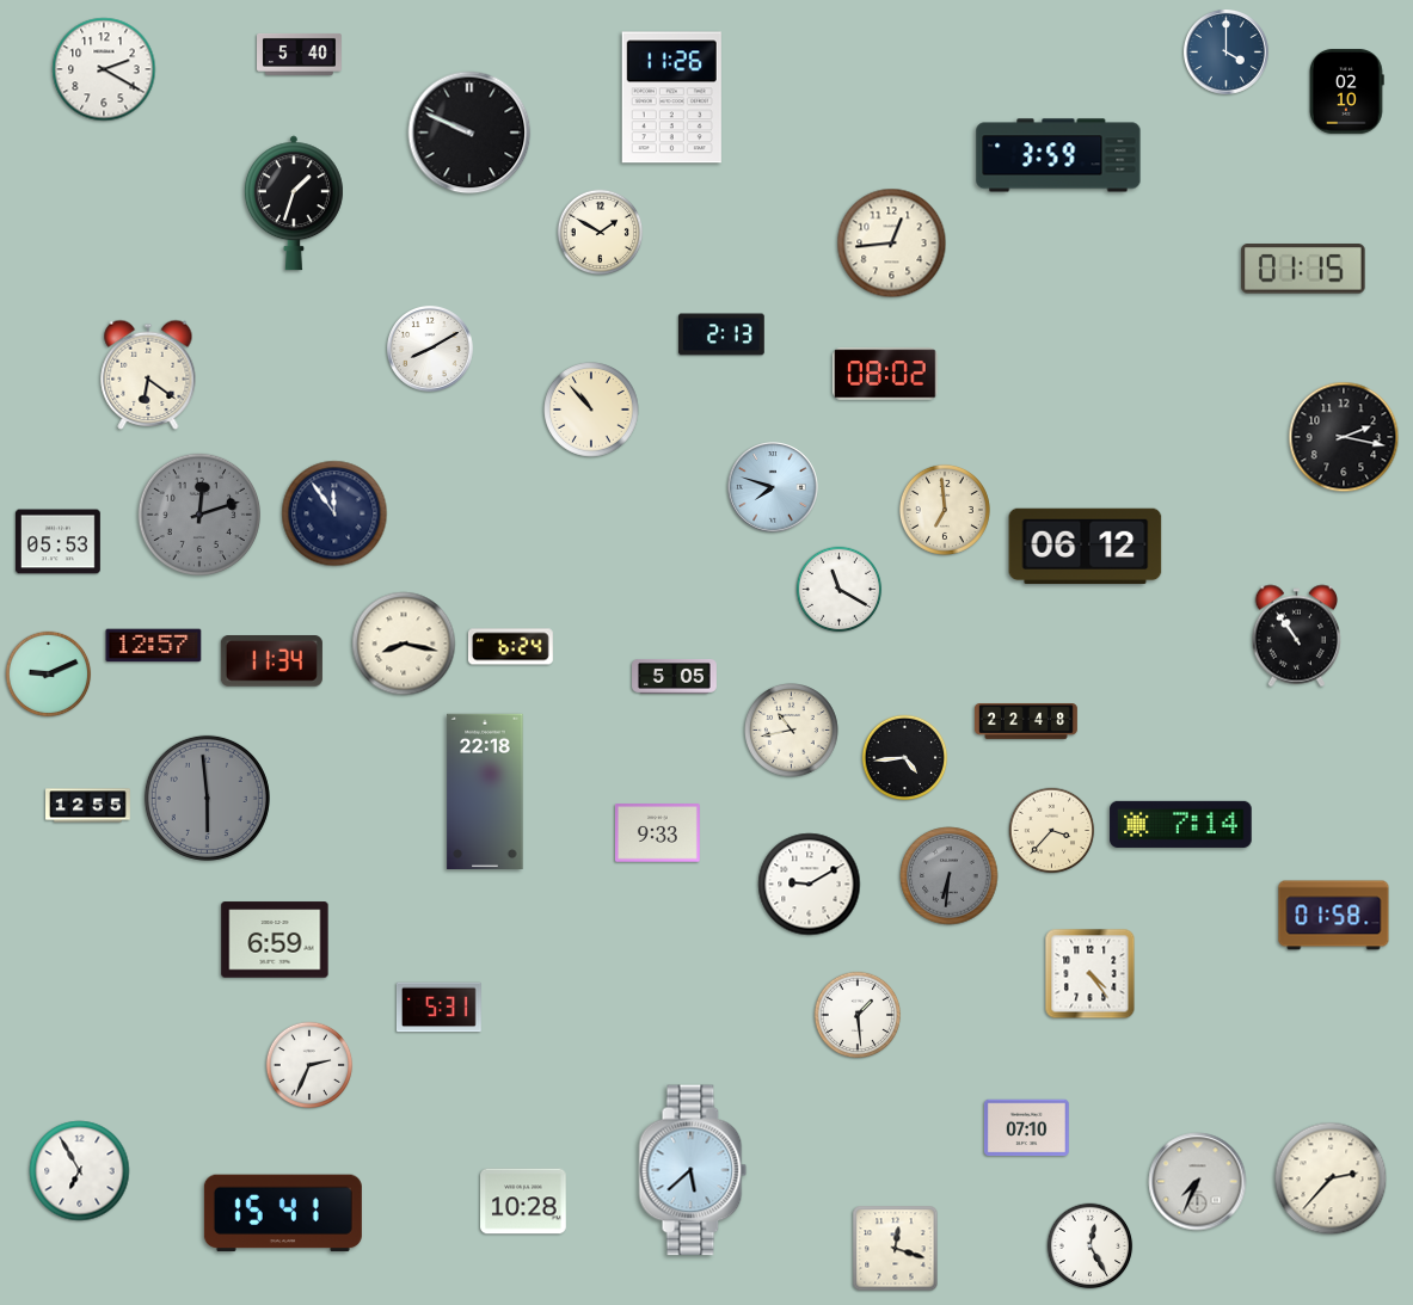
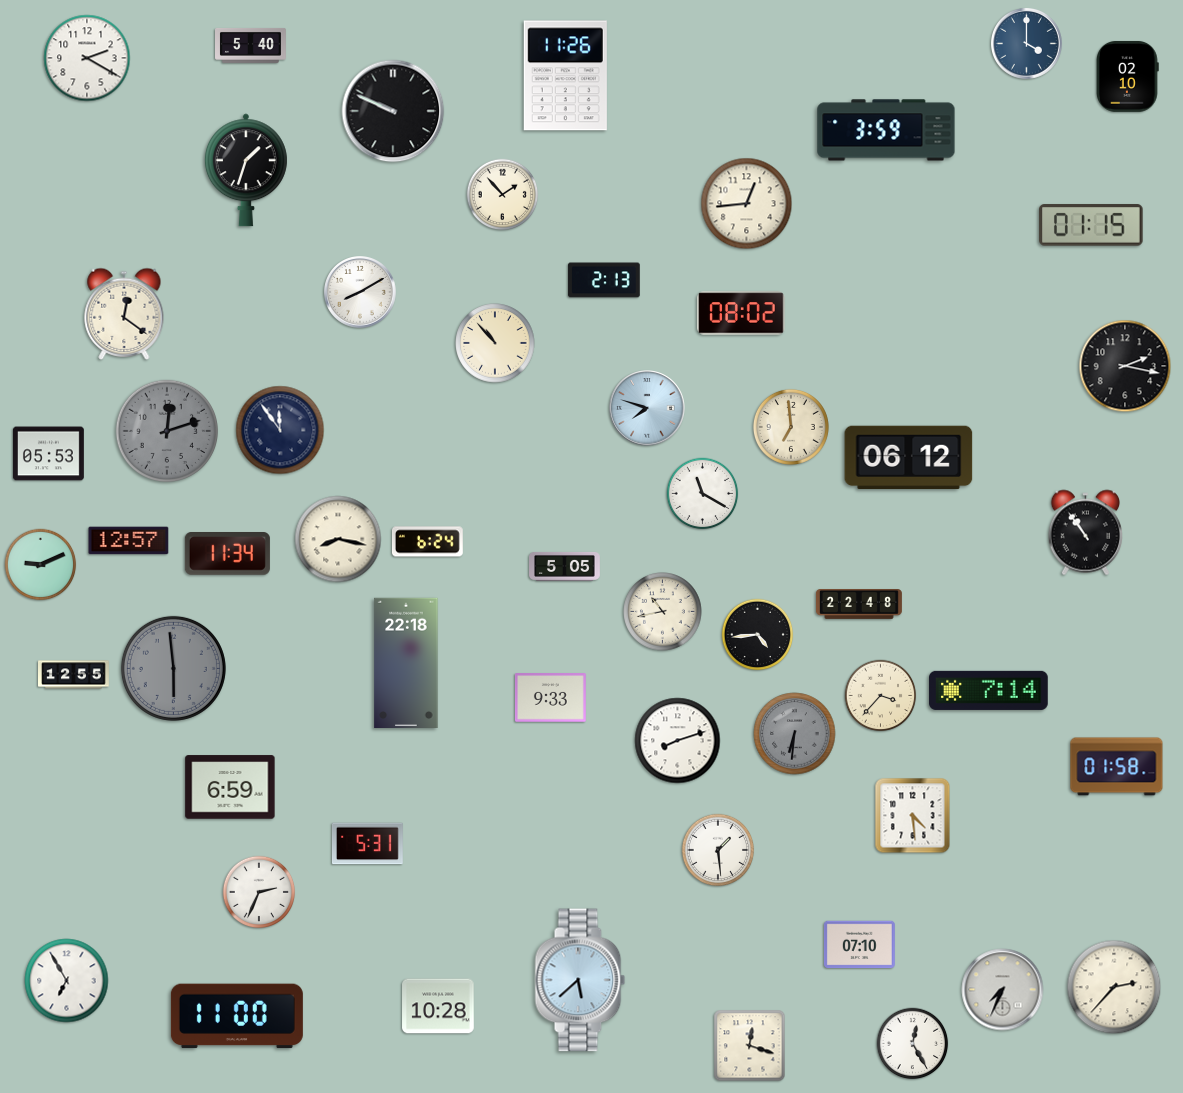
clock at (671, 98) position: (671, 98) -> (565, 76)
clock at (601, 233): 1:50 -> 1:53
clock at (148, 375): 6:21 -> 12:21
clock at (810, 885): 9:10 -> 8:12
clock at (1091, 974): 4:24 -> 4:29
clock at (283, 1213): 15:41 -> 11:00
